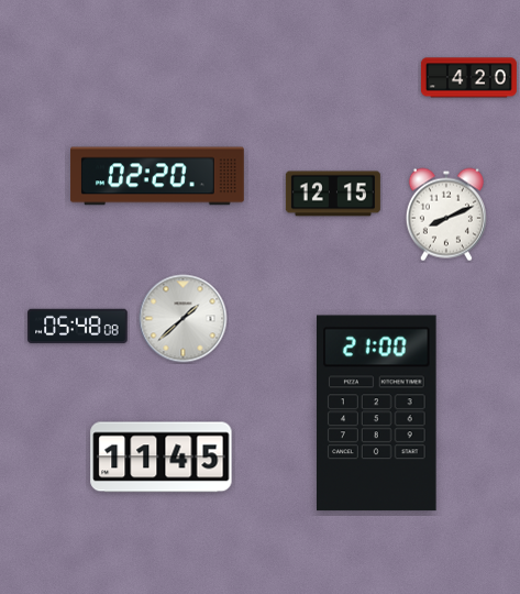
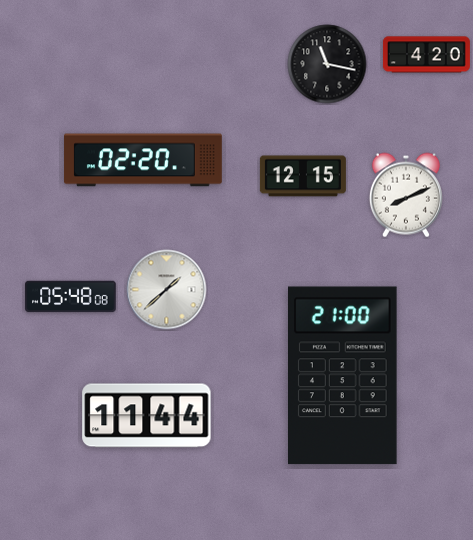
clock at (327, 64): none -> 11:17
clock at (468, 78) position: (468, 78) -> (426, 55)
clock at (162, 458): 11:45 -> 11:44
